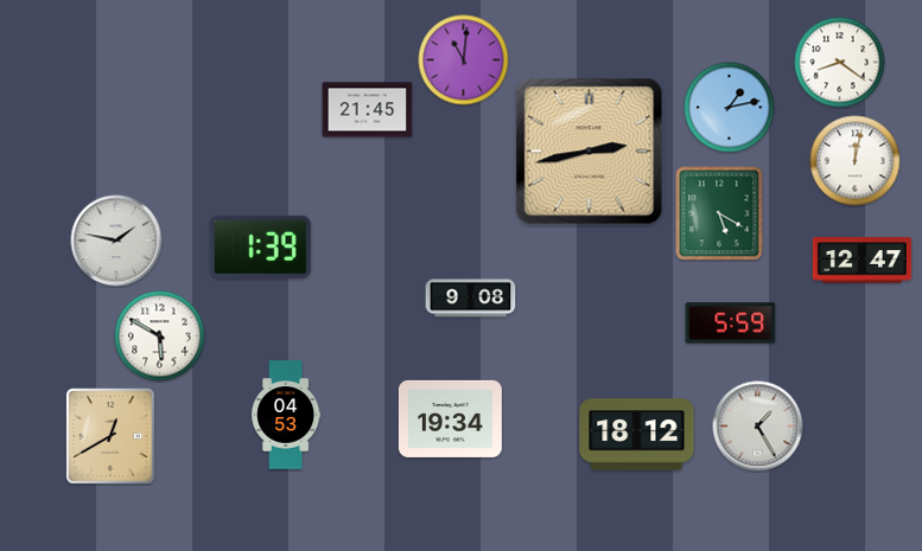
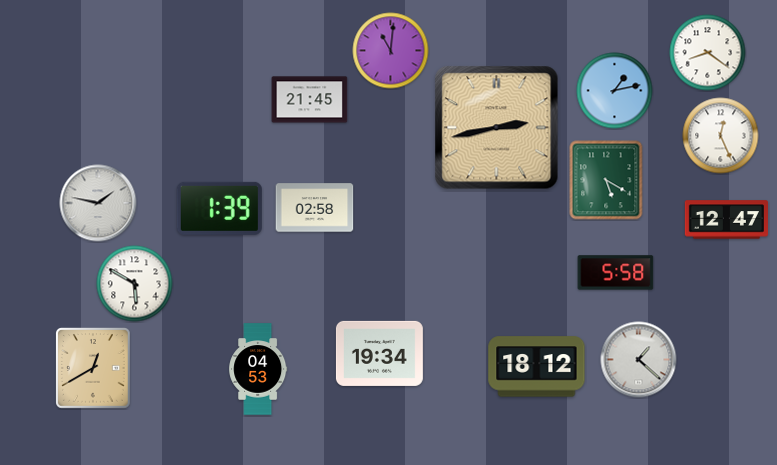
clock at (368, 110) position: (368, 110) -> (310, 100)
clock at (856, 161): 12:02 -> 12:26
clock at (315, 208): none -> 02:58
clock at (471, 299): 9:08 -> none
clock at (731, 323): 5:59 -> 5:58
clock at (286, 415) position: (286, 415) -> (258, 369)
clock at (758, 427): 1:25 -> 1:22
